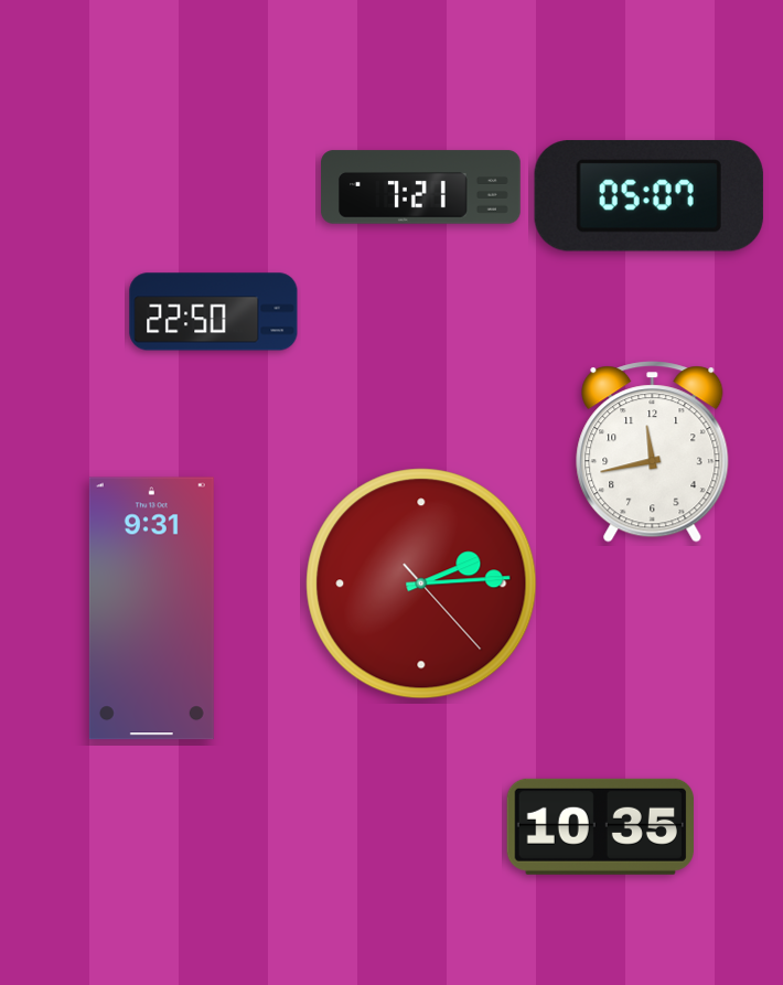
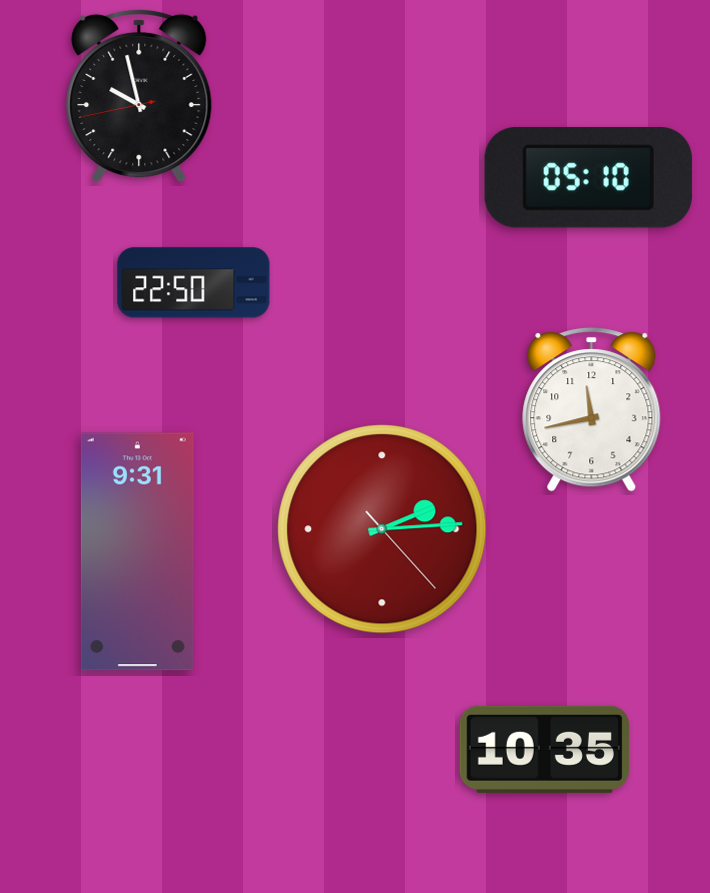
clock at (139, 96): none -> 9:57
clock at (421, 188): 7:21 -> none
clock at (648, 196): 05:07 -> 05:10
